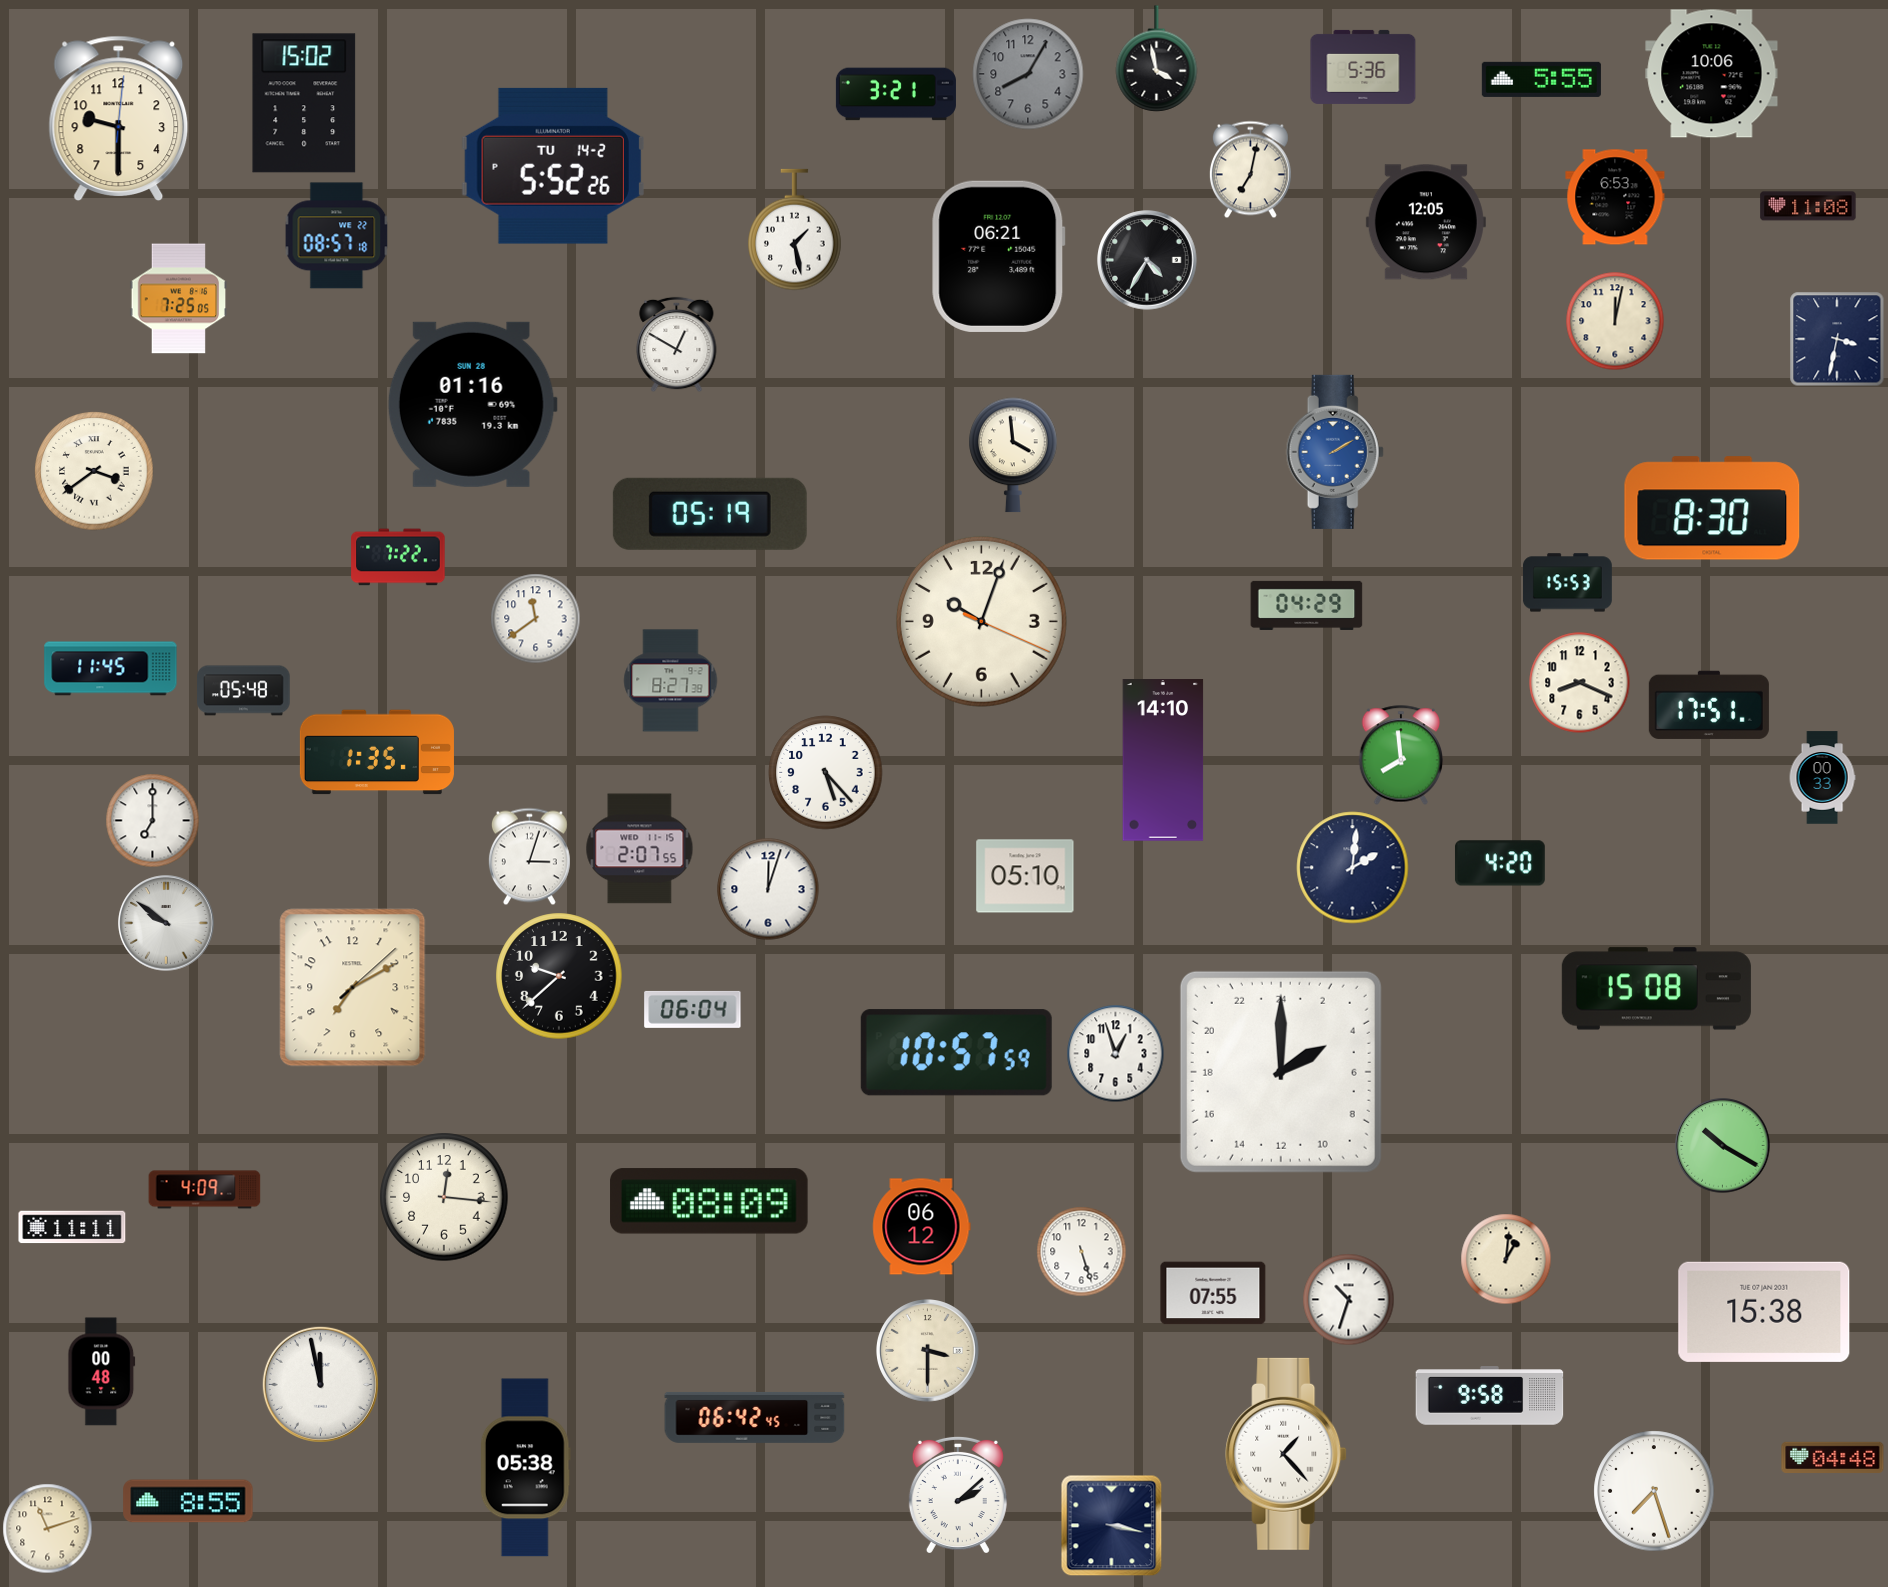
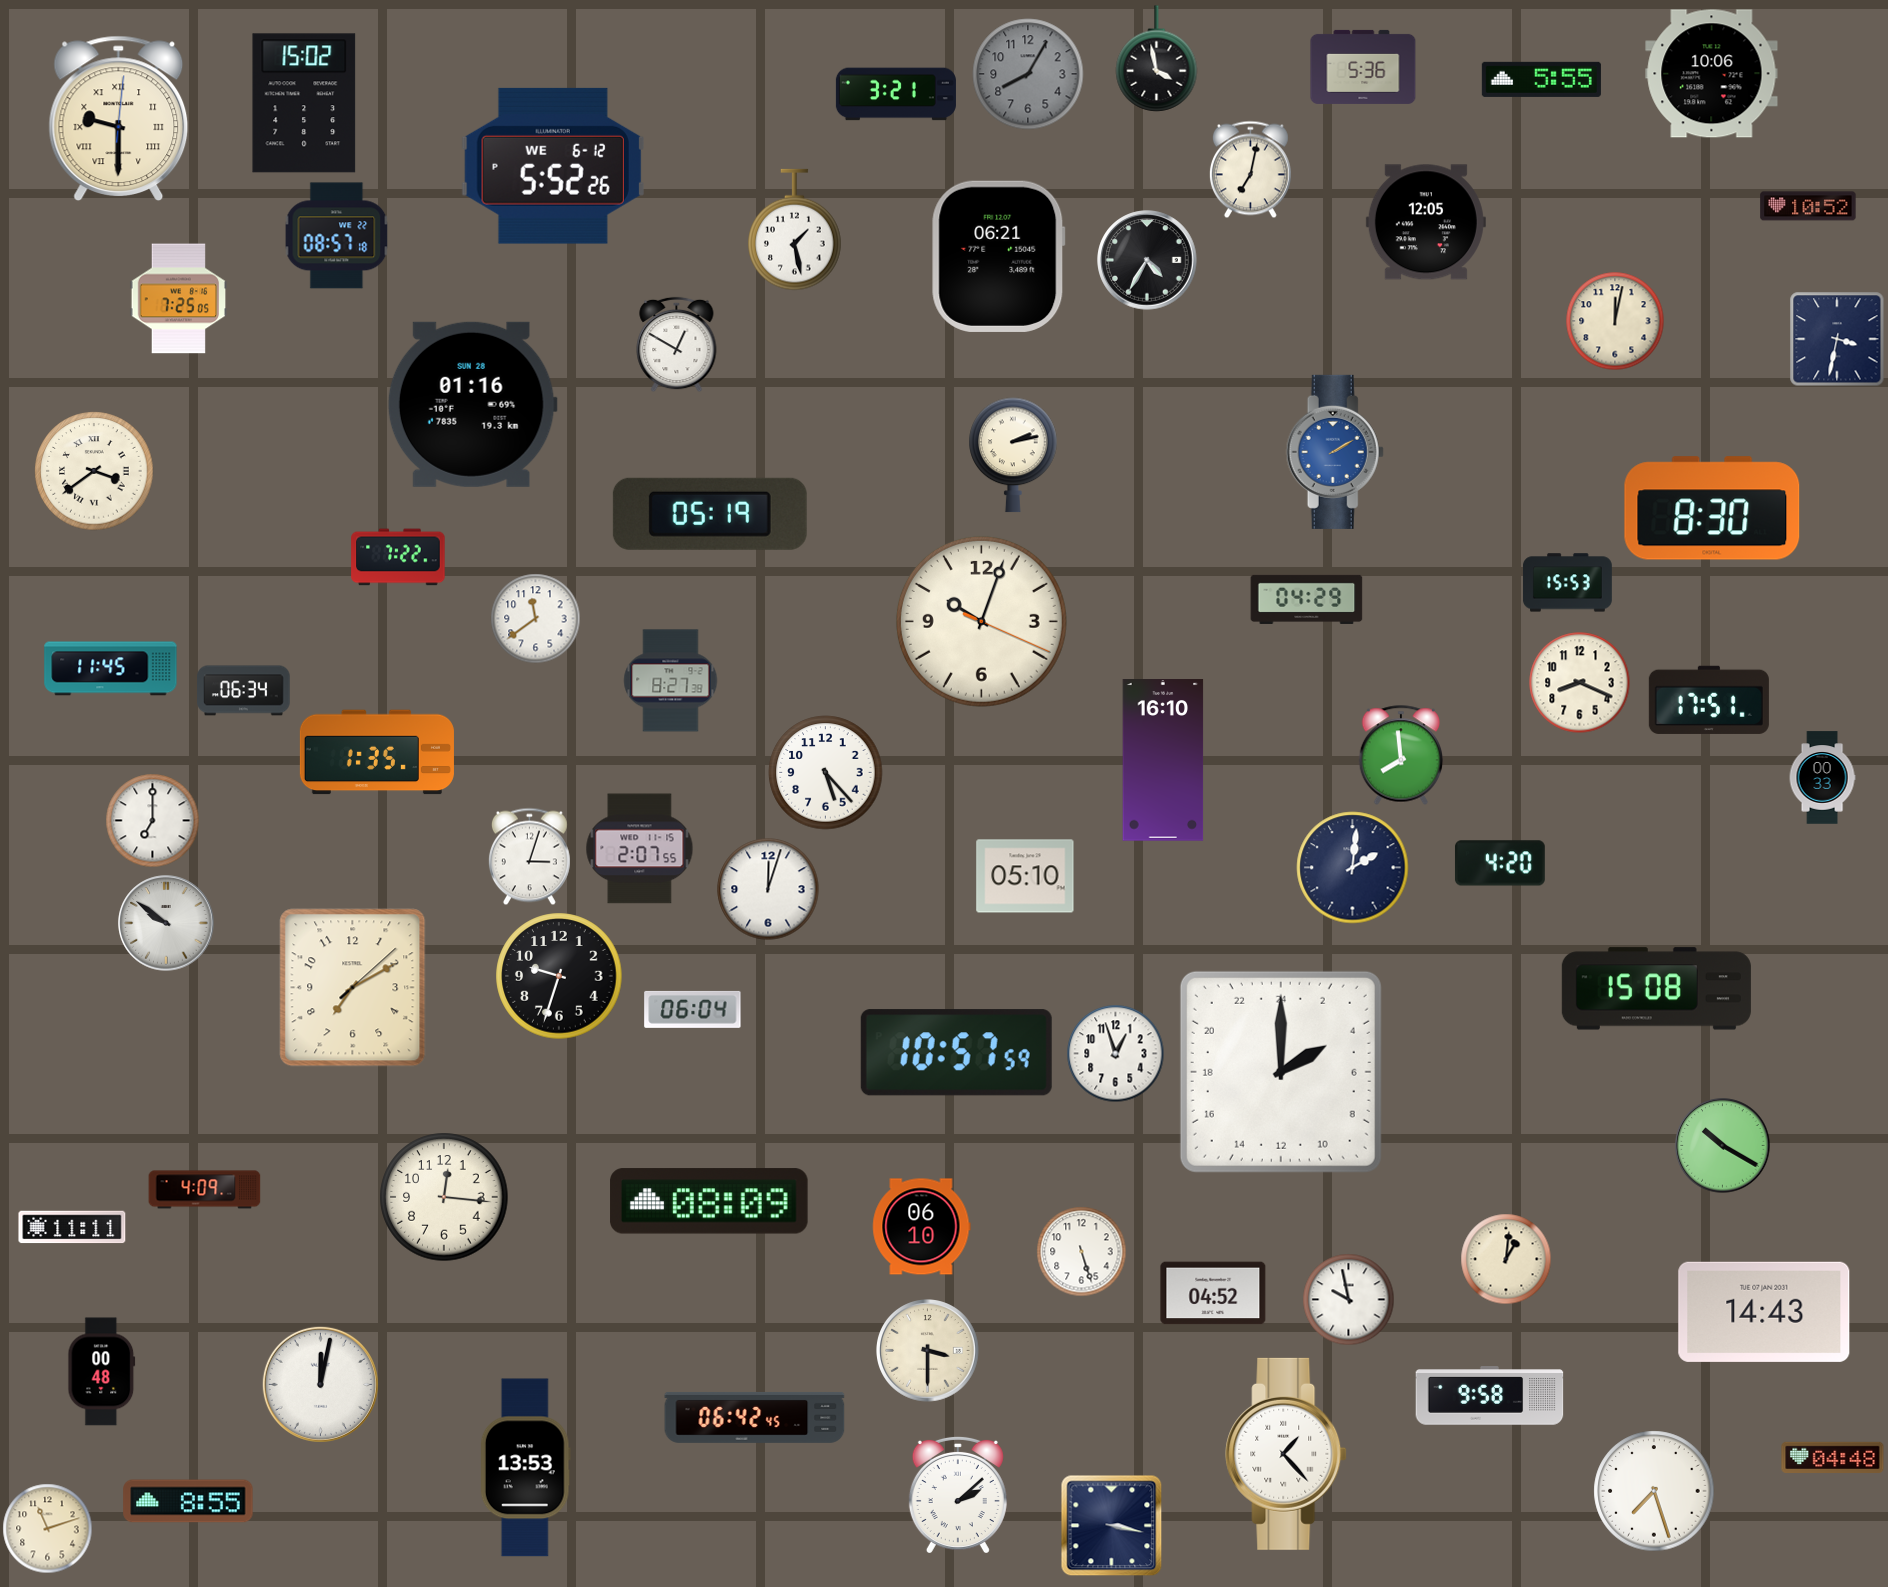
clock at (119, 118) numerals: Arabic -> Roman
clock at (553, 166) date: TU 14-2 -> WE 6-12
clock at (1615, 197): 6:53 -> none
clock at (1808, 206): 11:08 -> 10:52
clock at (1013, 455): 3:59 -> 2:13
clock at (1307, 605) position: (1307, 605) -> (1307, 599)
clock at (244, 691): 05:48 -> 06:34
clock at (1709, 705) position: (1709, 705) -> (1709, 700)
clock at (1163, 760): 14:10 -> 16:10
clock at (559, 976): 9:38 -> 9:33
clock at (922, 1227): 06:12 -> 06:10
clock at (1213, 1293): 07:55 -> 04:52
clock at (1349, 1300): 10:33 -> 9:58
clock at (1764, 1312): 15:38 -> 14:43
clock at (320, 1384): 11:58 -> 12:02
clock at (525, 1468): 05:38 -> 13:53
